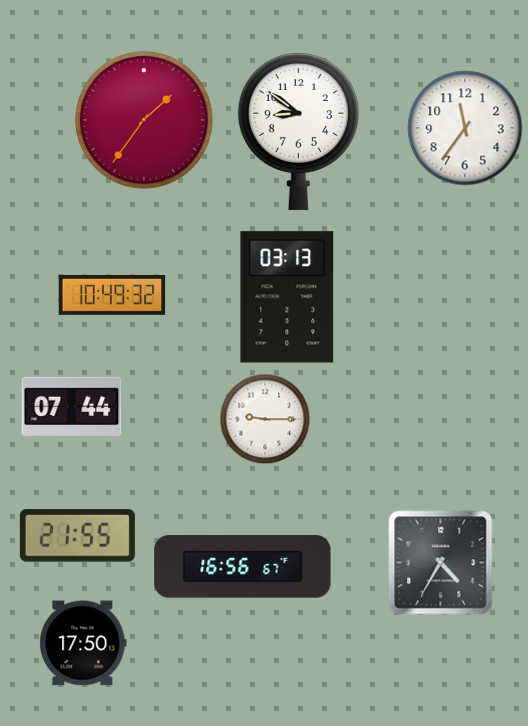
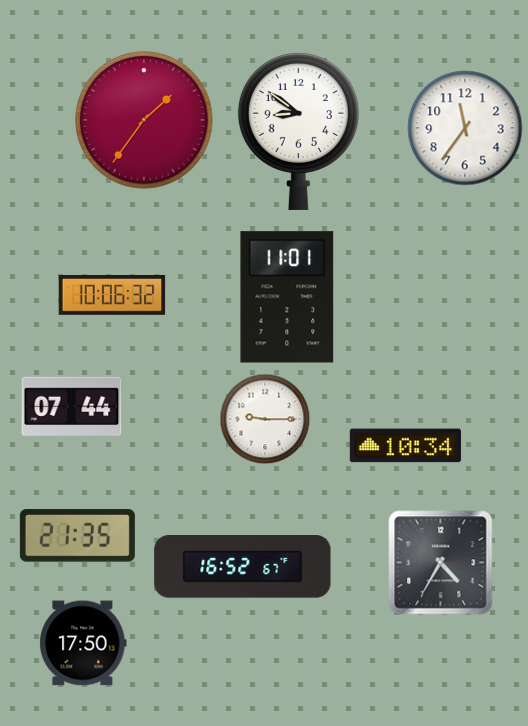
clock at (112, 296): 10:49 -> 10:06
clock at (287, 297): 03:13 -> 11:01
clock at (405, 446): none -> 10:34
clock at (77, 536): 21:55 -> 21:35
clock at (243, 567): 16:56 -> 16:52
